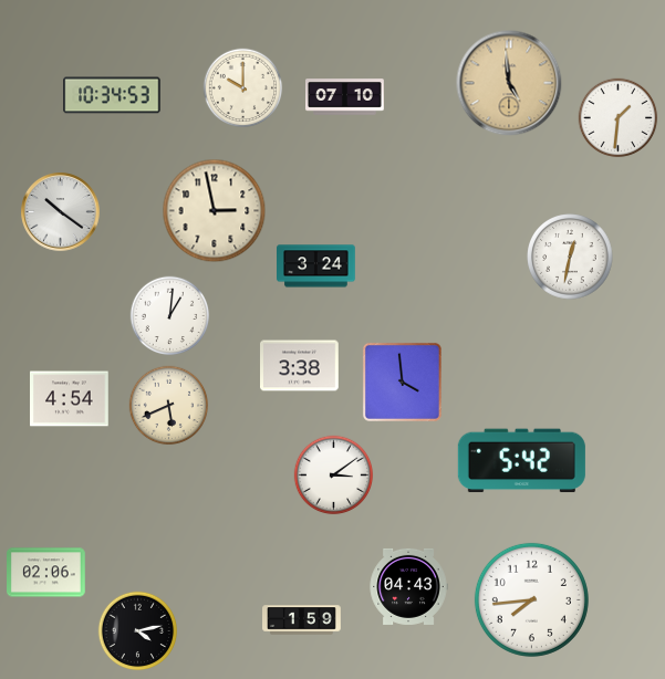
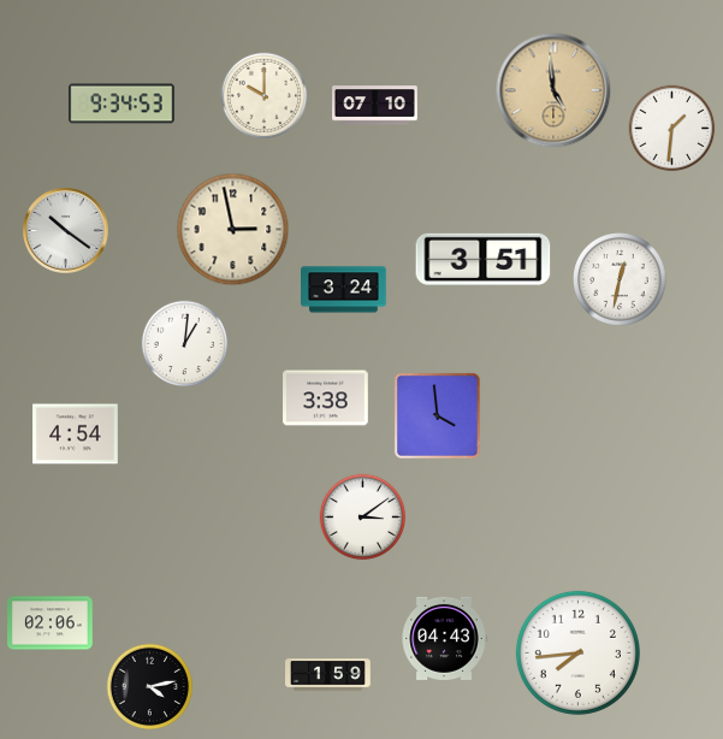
clock at (112, 95): 10:34 -> 9:34
clock at (484, 259): none -> 3:51
clock at (169, 406): 5:41 -> none
clock at (521, 461): 5:42 -> none
